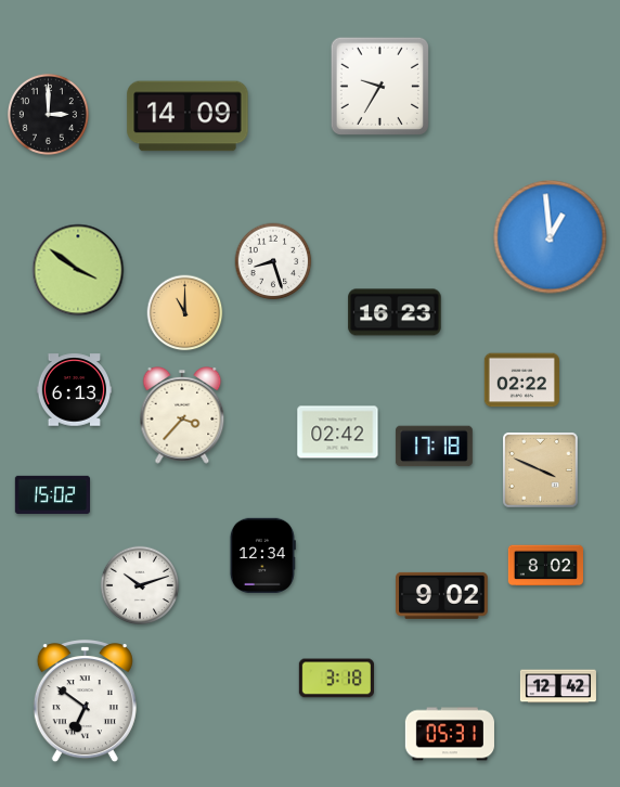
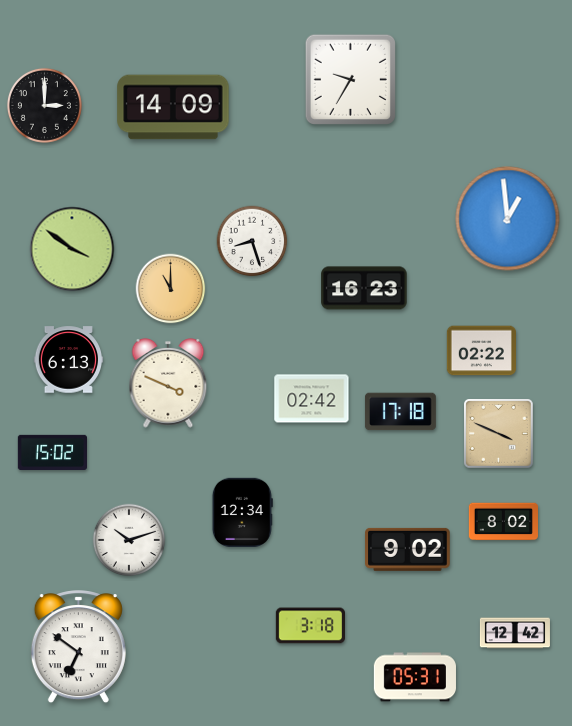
clock at (182, 416): 3:37 -> 3:49
clock at (52, 494) position: (52, 494) -> (52, 452)
